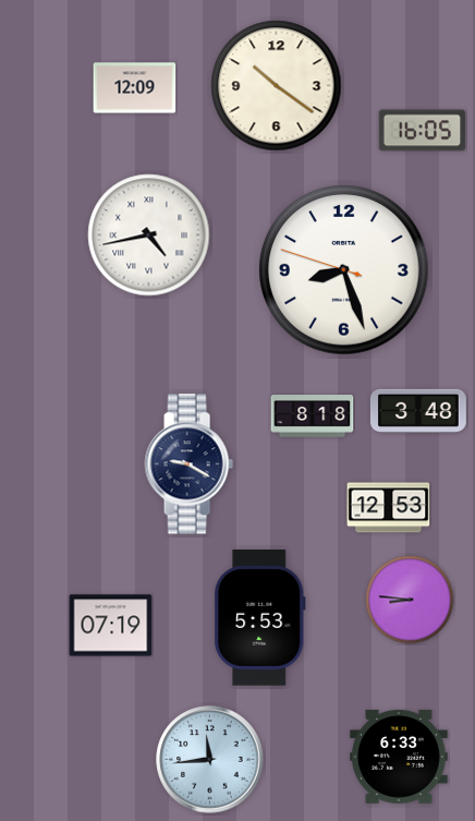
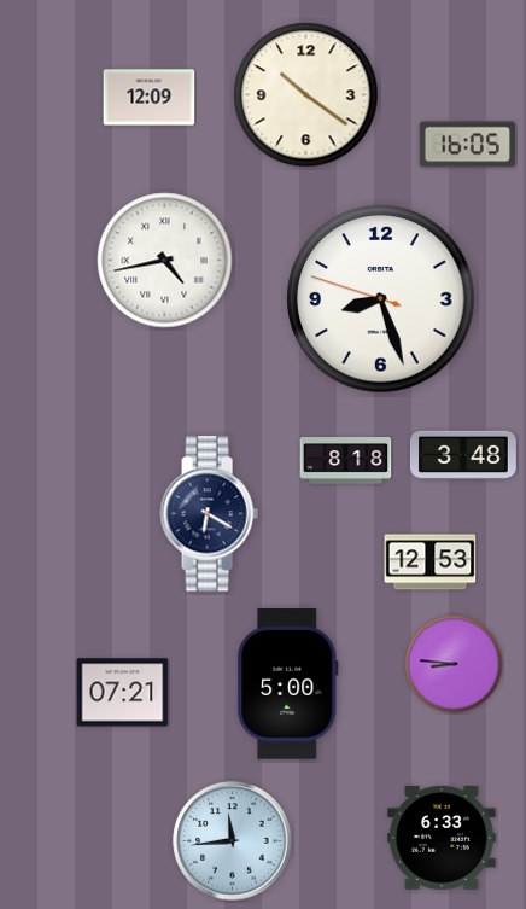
clock at (188, 464): 9:20 -> 6:20
clock at (260, 618): 5:53 -> 5:00
clock at (111, 626): 07:19 -> 07:21
